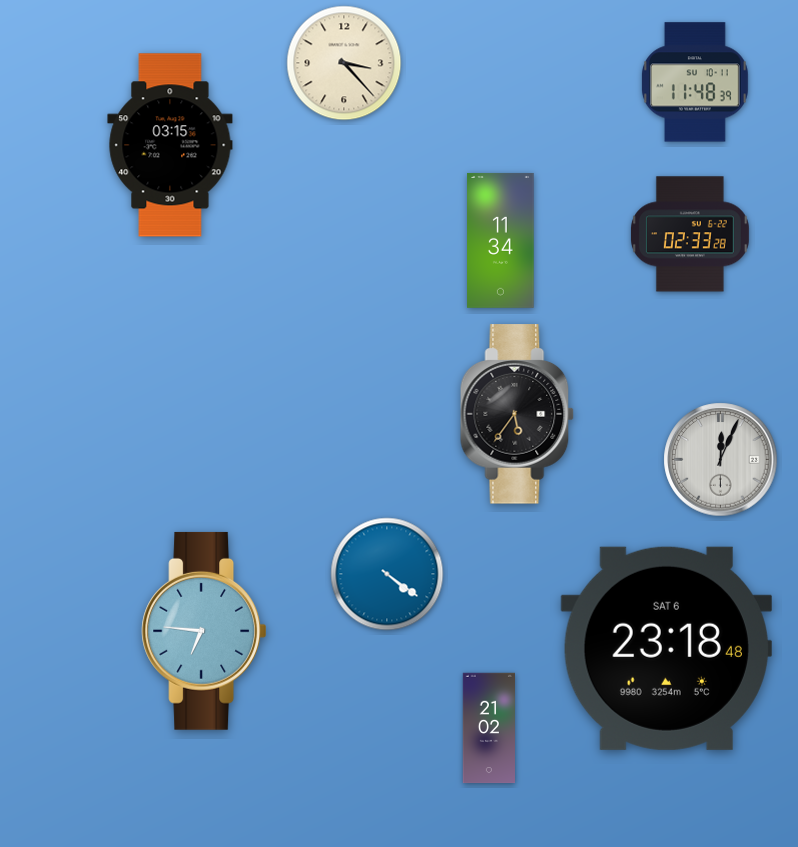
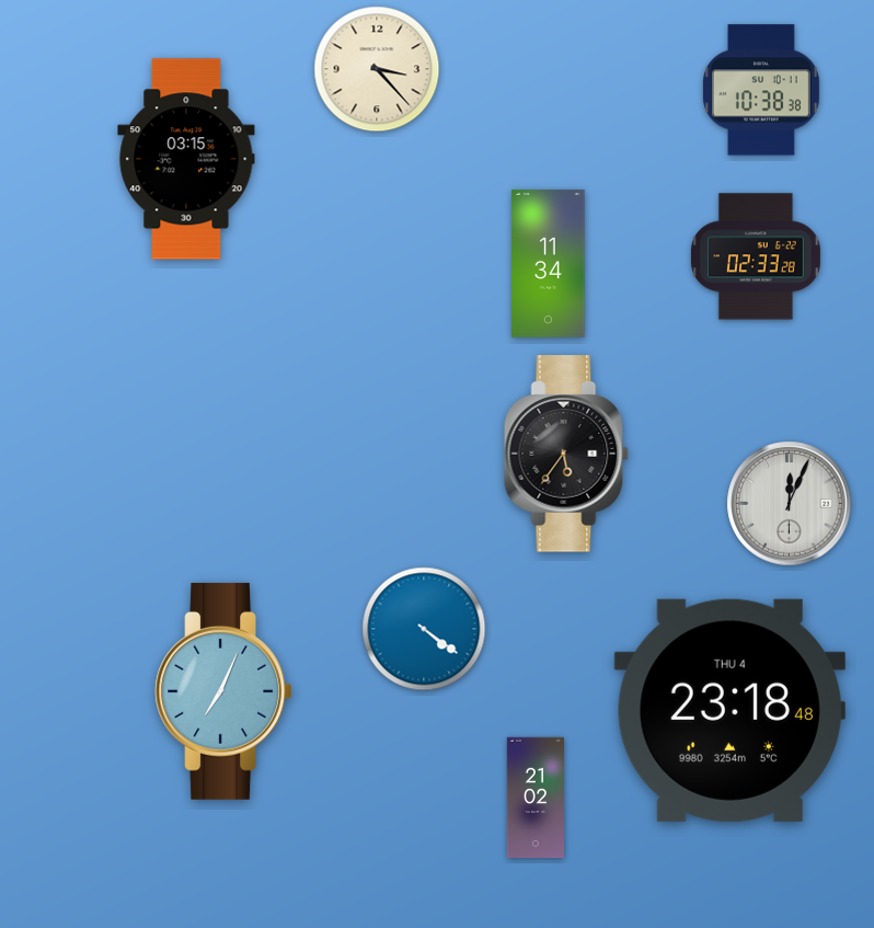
clock at (695, 82): 11:48 -> 10:38
clock at (203, 631): 6:46 -> 7:04
clock at (666, 648) date: SAT 6 -> THU 4
